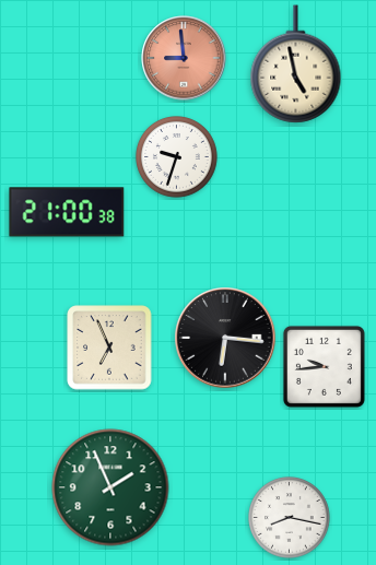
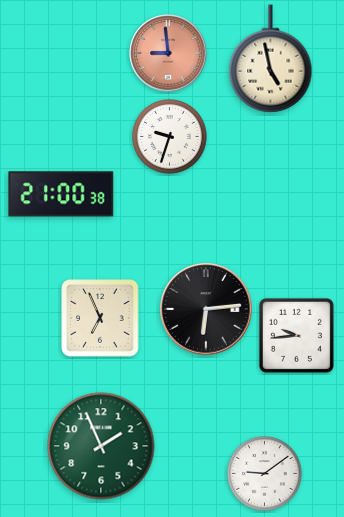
clock at (177, 157) position: (177, 157) -> (170, 137)
clock at (225, 338): 6:16 -> 6:14
clock at (290, 518): 8:17 -> 9:09
